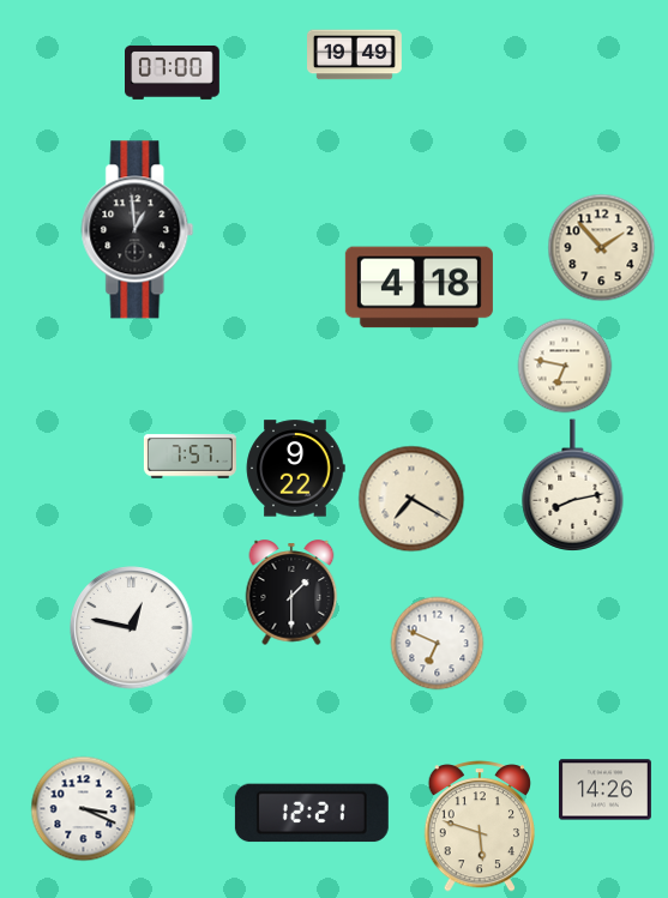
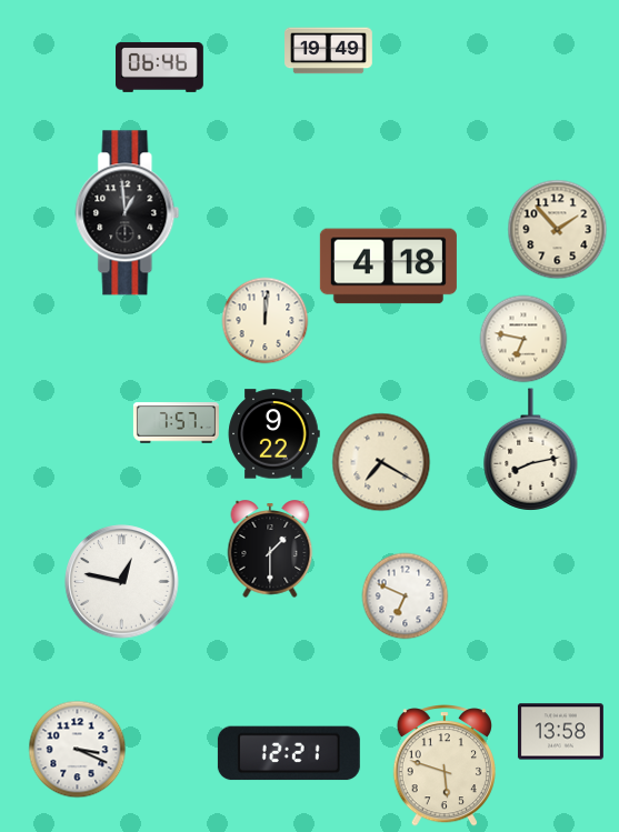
clock at (173, 72): 07:00 -> 06:46
clock at (264, 320): none -> 12:01
clock at (604, 790): 14:26 -> 13:58
